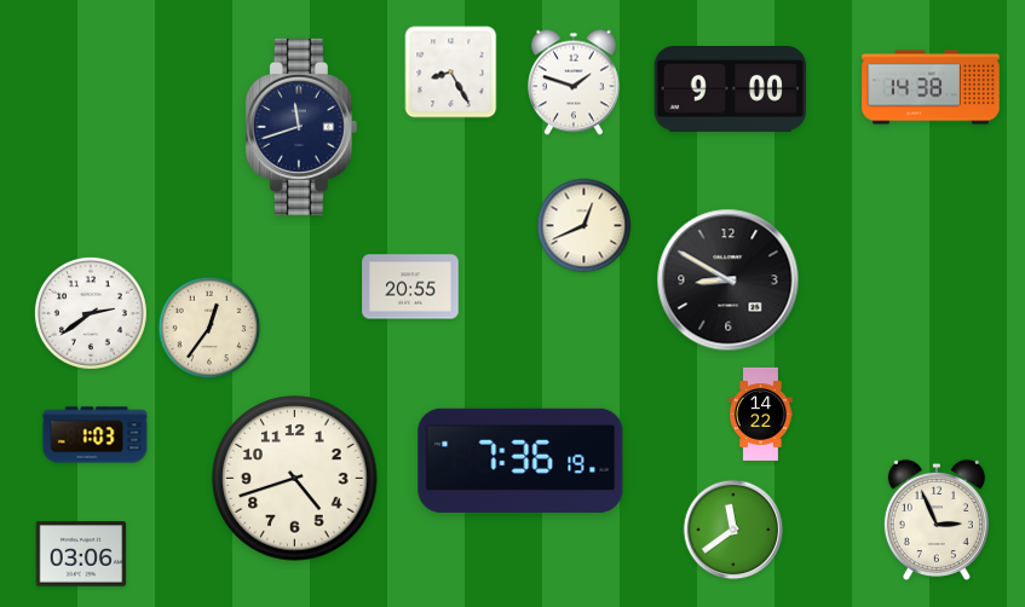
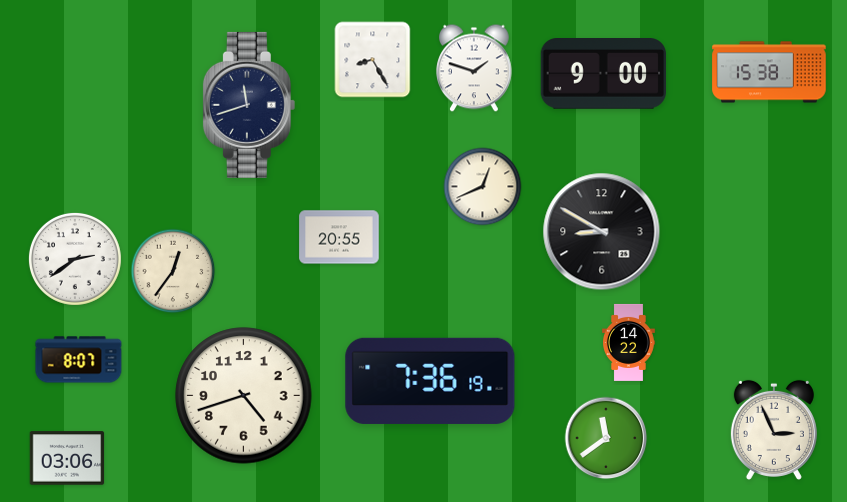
clock at (931, 87): 14:38 -> 15:38
clock at (96, 435): 1:03 -> 8:07
